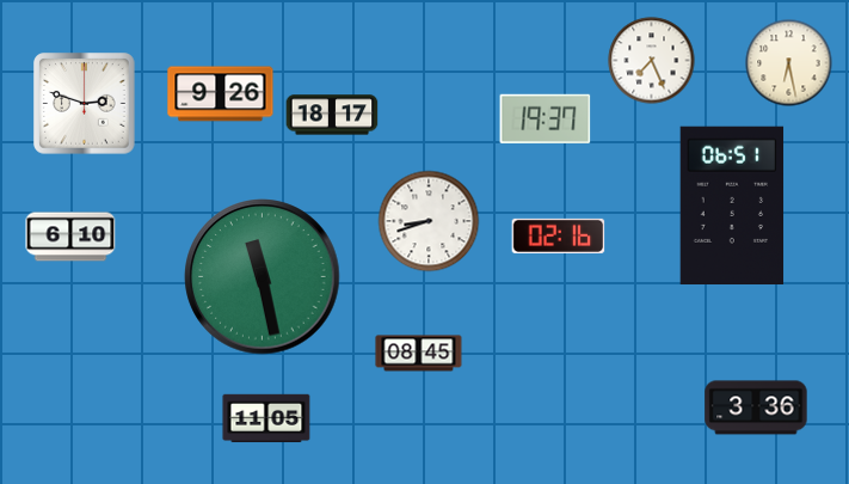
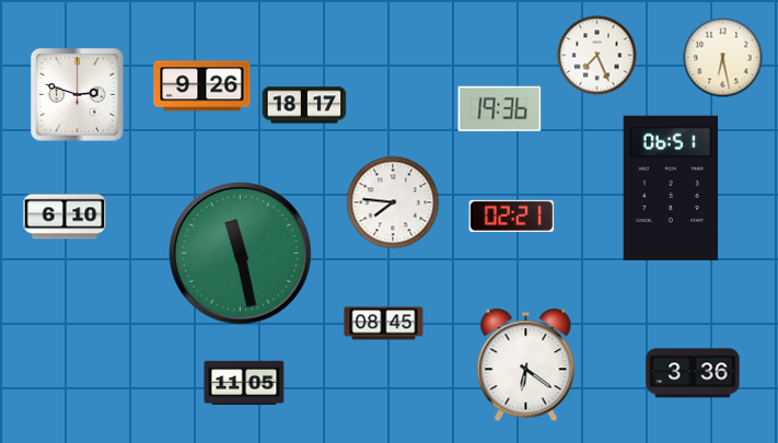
clock at (546, 118): 19:37 -> 19:36
clock at (429, 221): 8:42 -> 7:46
clock at (559, 235): 02:16 -> 02:21
clock at (526, 365): none -> 6:21
